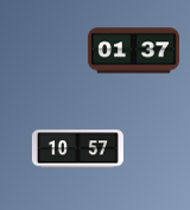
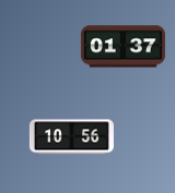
clock at (77, 149): 10:57 -> 10:56
